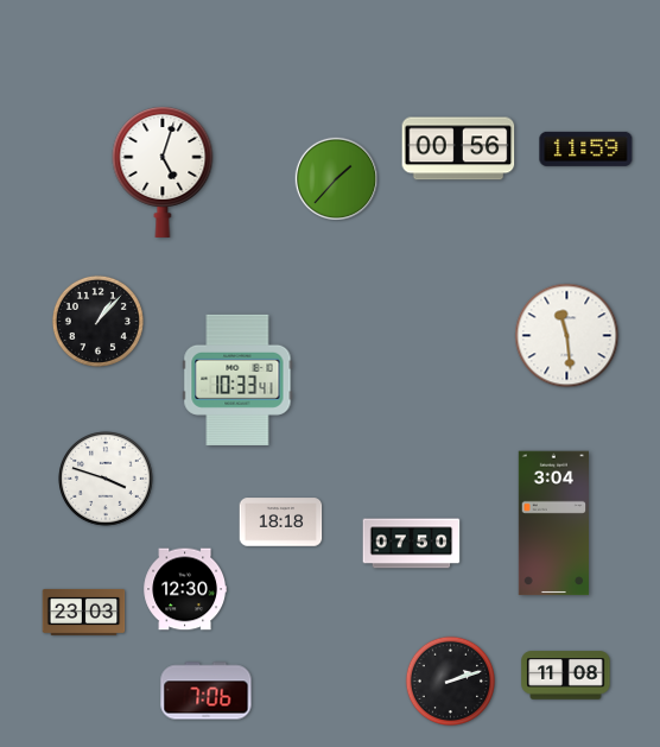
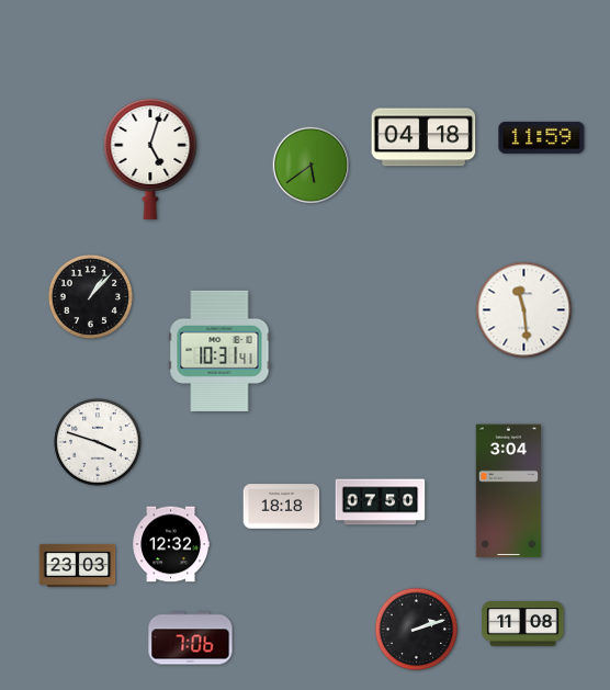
clock at (458, 148): 00:56 -> 04:18
clock at (337, 179): 1:37 -> 5:39
clock at (237, 380): 10:33 -> 10:31
clock at (281, 523) position: (281, 523) -> (282, 507)
clock at (553, 524) position: (553, 524) -> (508, 491)
clock at (185, 589): 12:30 -> 12:32
